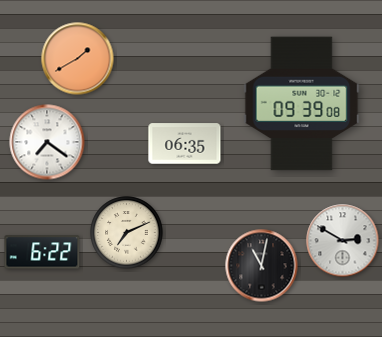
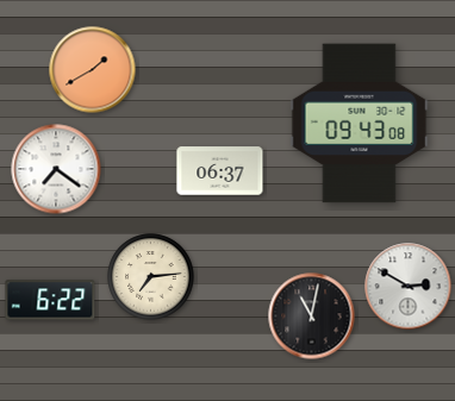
clock at (302, 104): 09:39 -> 09:43
clock at (185, 144): 06:35 -> 06:37
clock at (127, 233): 7:11 -> 7:14
